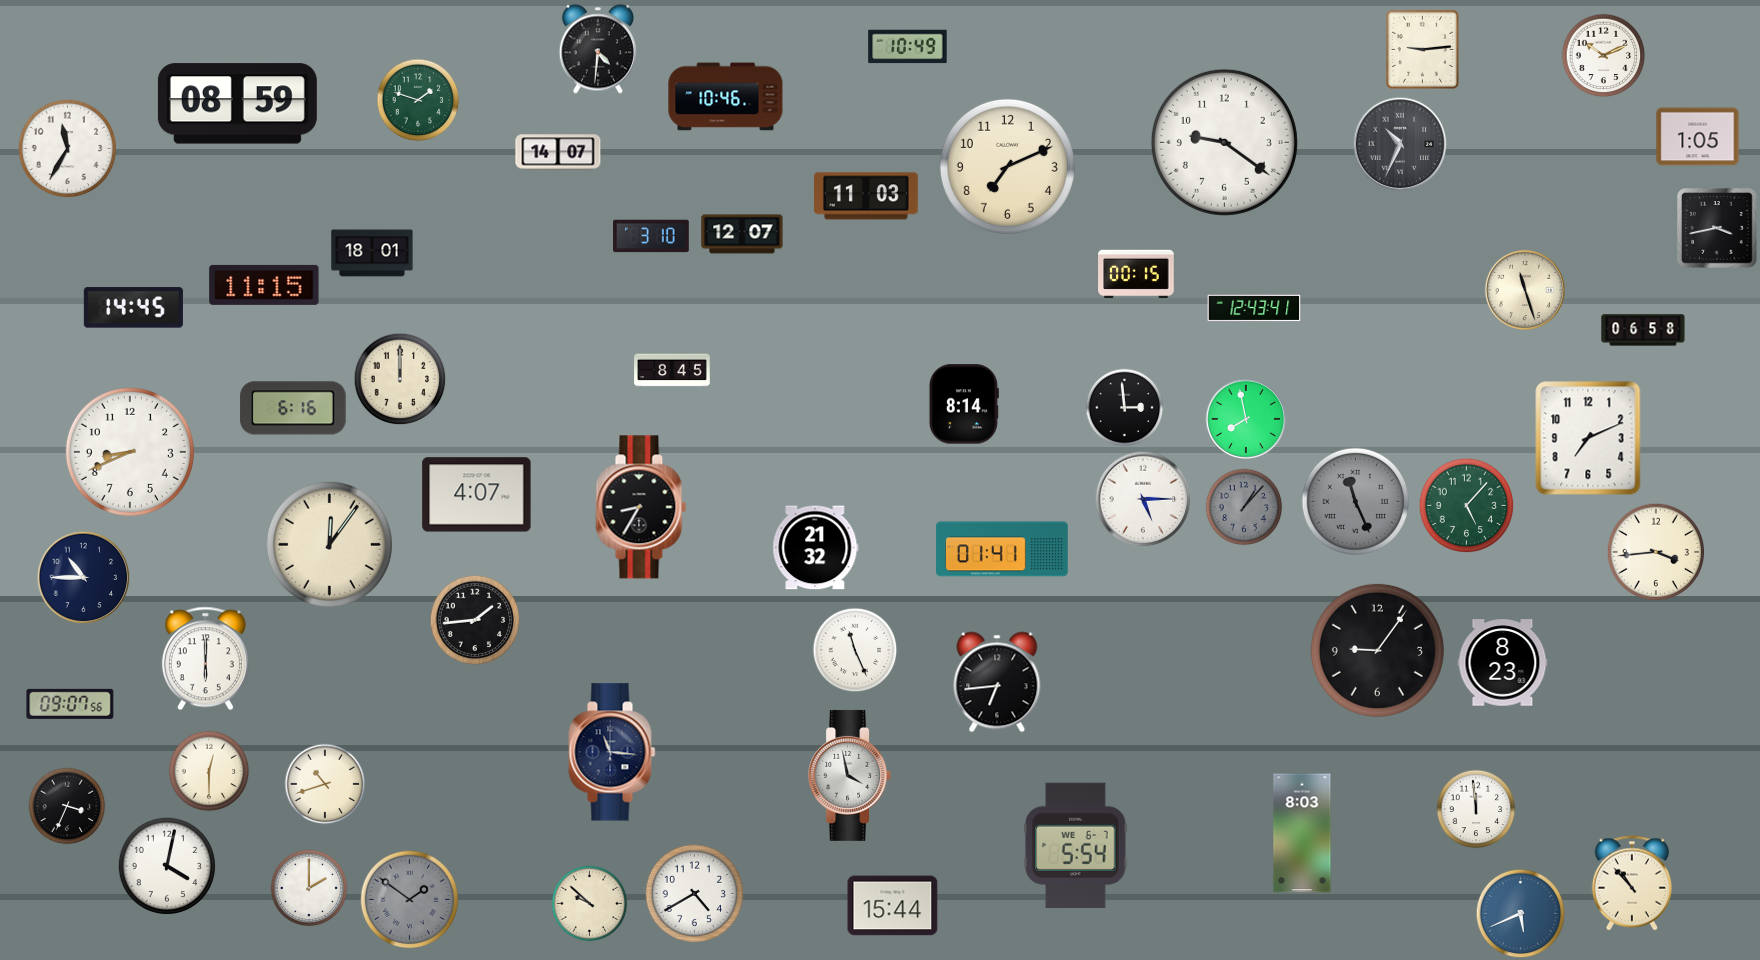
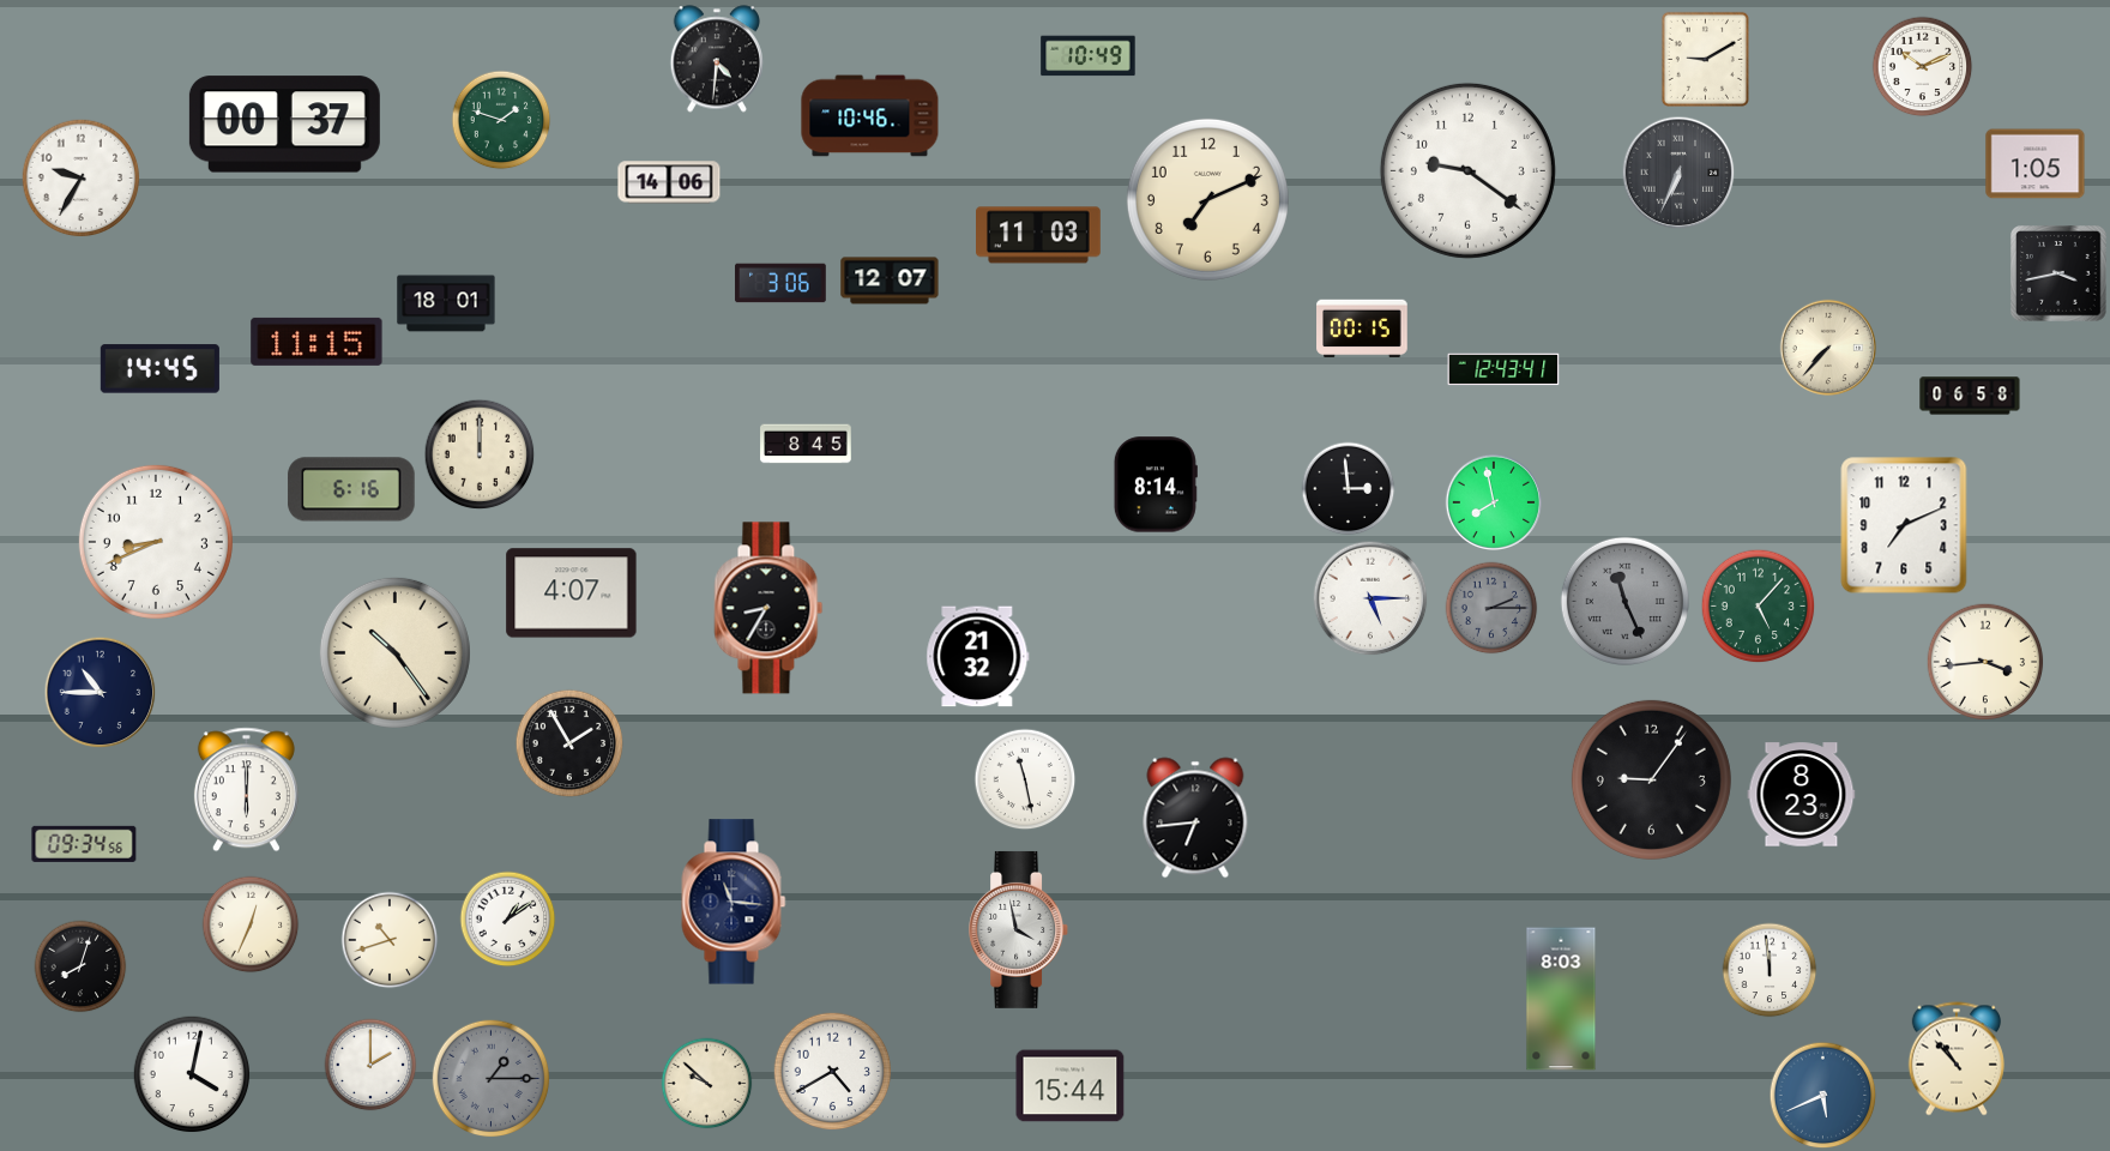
clock at (1422, 49): 9:14 -> 9:10
clock at (237, 104): 08:59 -> 00:37
clock at (1400, 144): 10:34 -> 6:34
clock at (68, 149): 11:35 -> 9:35
clock at (558, 152): 14:07 -> 14:06
clock at (651, 236): 3:10 -> 3:06
clock at (1524, 289): 11:27 -> 7:37
clock at (1244, 507): 1:07 -> 2:15
clock at (329, 544): 12:06 -> 10:24
clock at (1002, 549): 01:41 -> none
clock at (475, 620): 1:44 -> 1:55
clock at (855, 650): 11:26 -> 11:28
clock at (70, 704): 09:07 -> 09:34
clock at (508, 920): none -> 1:09
clock at (209, 771): 12:30 -> 12:34
clock at (67, 806): 3:34 -> 8:03
clock at (1076, 845): 5:54 -> none
clock at (167, 866) position: (167, 866) -> (192, 1074)
clock at (410, 900): 1:51 -> 1:15
